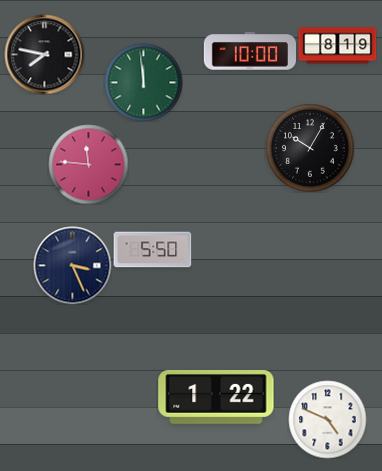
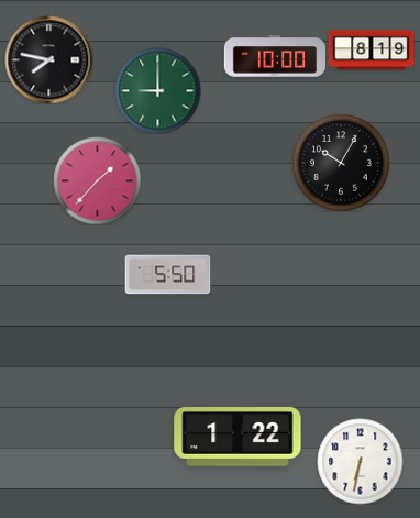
clock at (143, 82): 11:59 -> 9:00
clock at (88, 164): 11:46 -> 1:37
clock at (72, 265): 3:26 -> none
clock at (327, 419): 4:49 -> 6:32
